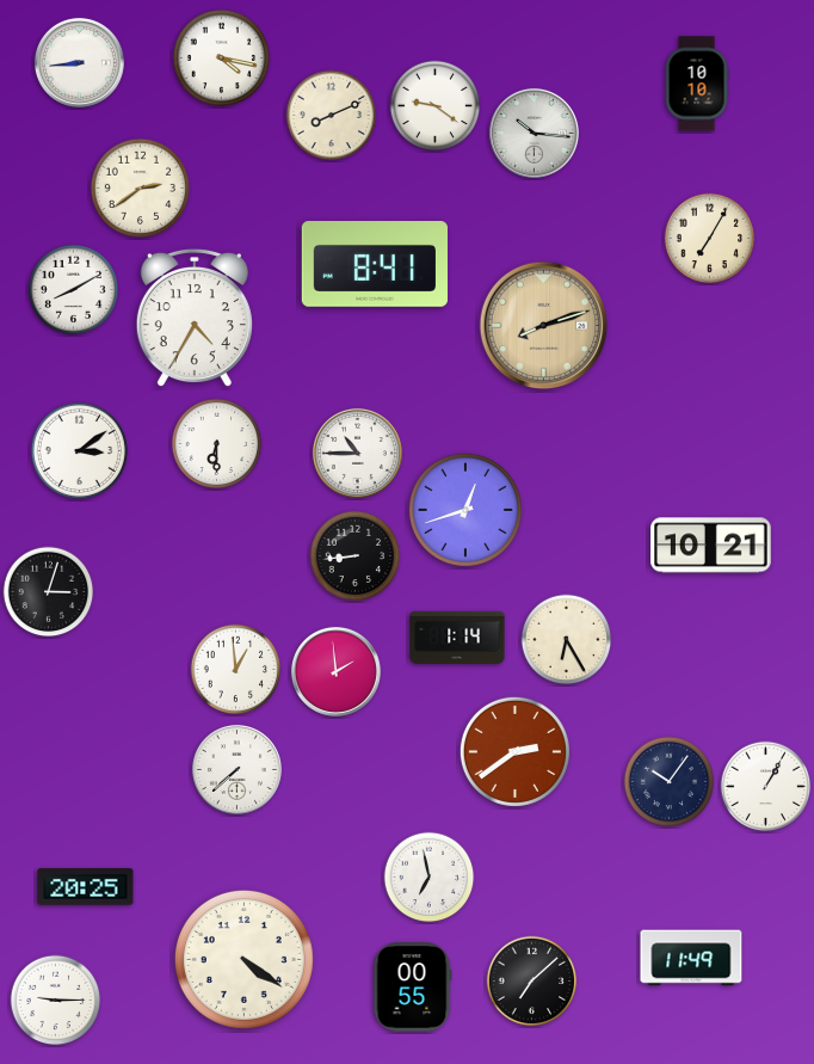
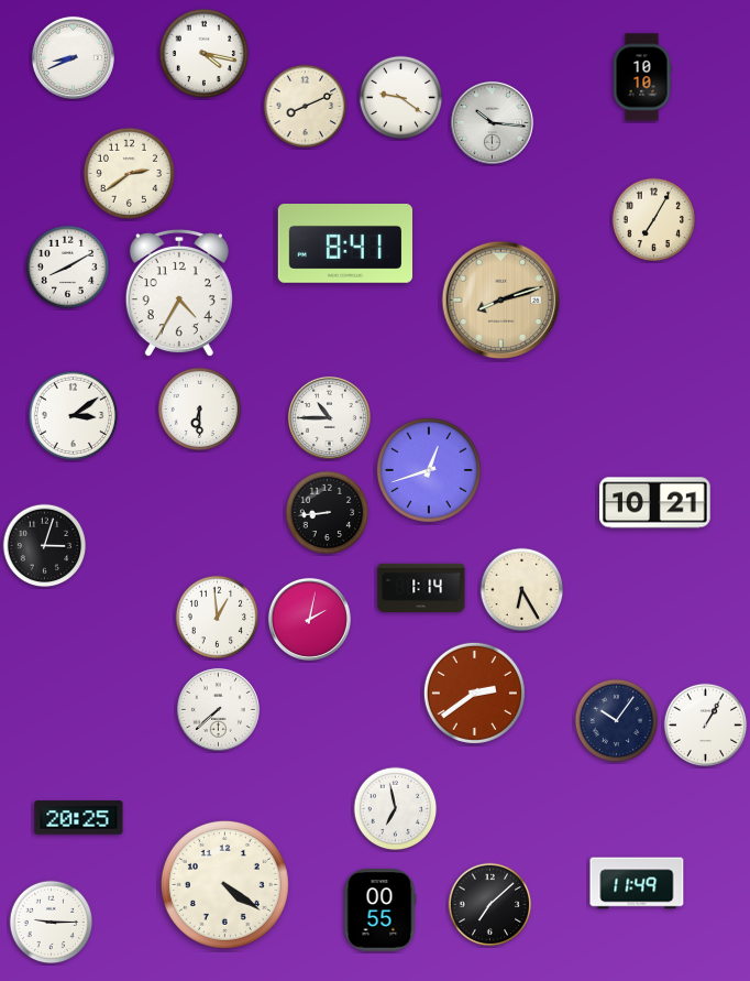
clock at (79, 62): 8:44 -> 8:41
clock at (335, 671): 1:59 -> 2:02
